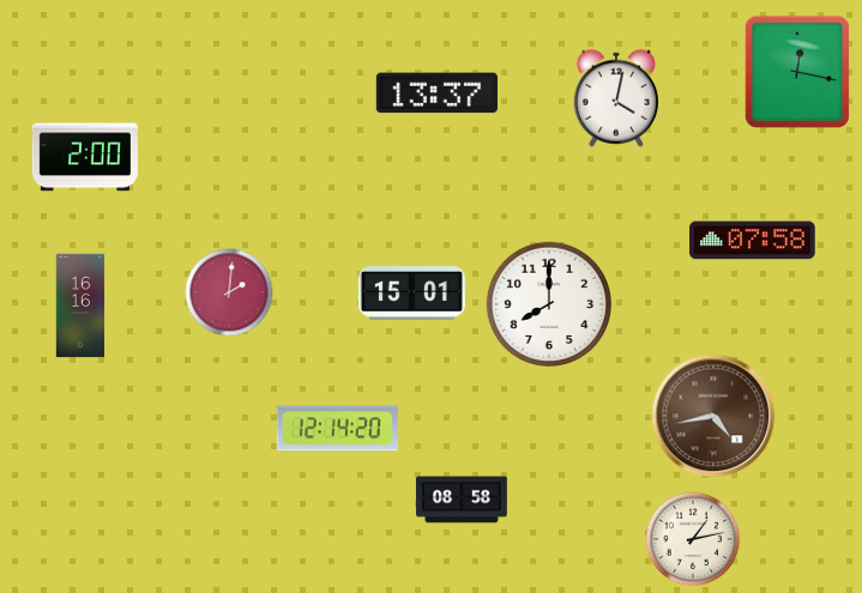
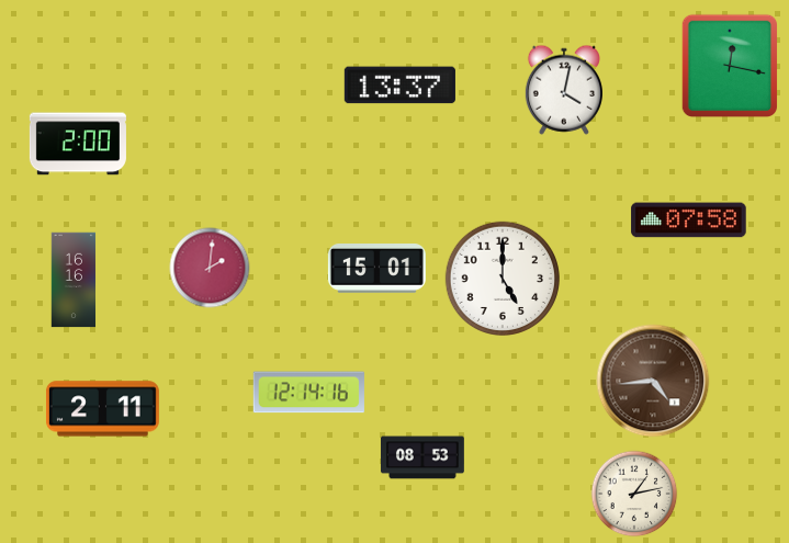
clock at (548, 303): 8:00 -> 5:00
clock at (713, 416): 4:43 -> 4:44
clock at (337, 429): 12:14:20 -> 12:14:16
clock at (102, 409): none -> 2:11
clock at (462, 500): 08:58 -> 08:53
